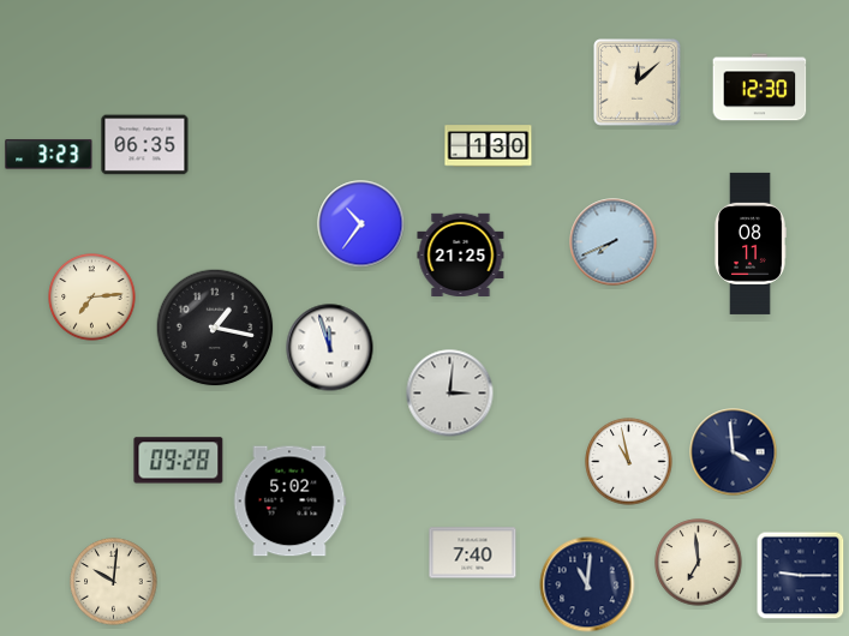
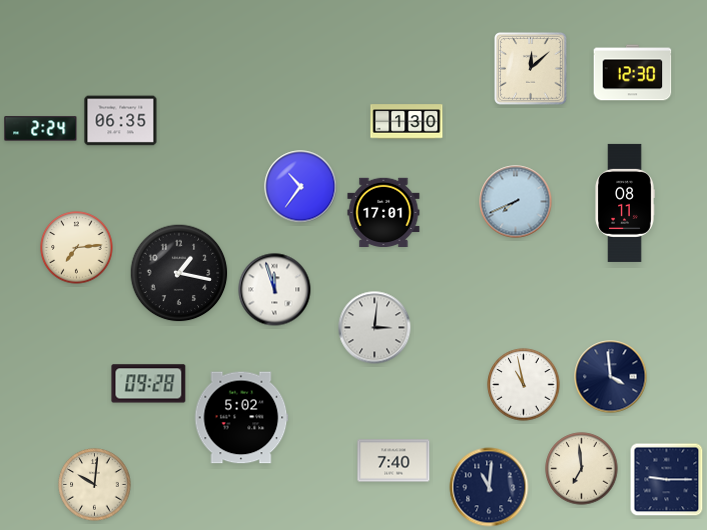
clock at (49, 155): 3:23 -> 2:24
clock at (614, 242) position: (614, 242) -> (516, 202)
clock at (461, 254): 21:25 -> 17:01
